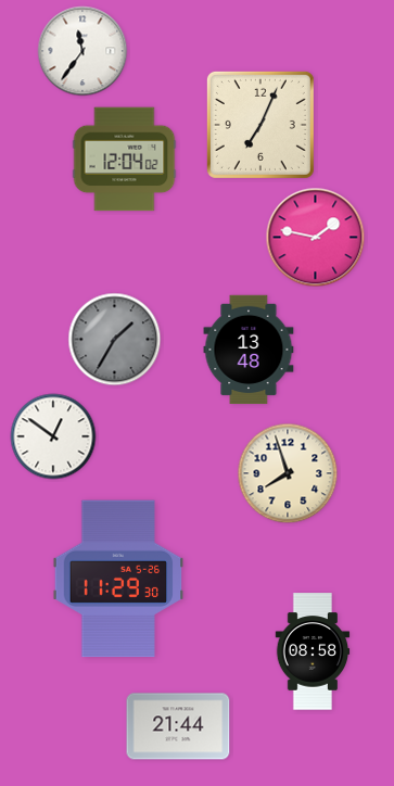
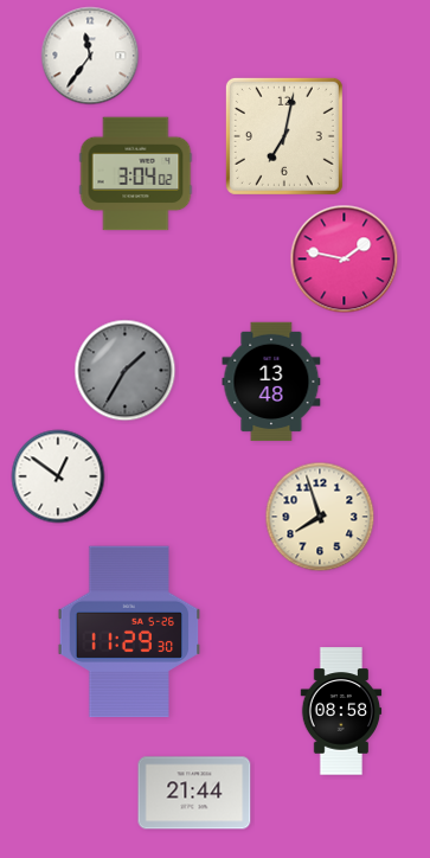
clock at (260, 125): 7:04 -> 7:02
clock at (125, 160): 12:04 -> 3:04
clock at (288, 473) position: (288, 473) -> (320, 517)
